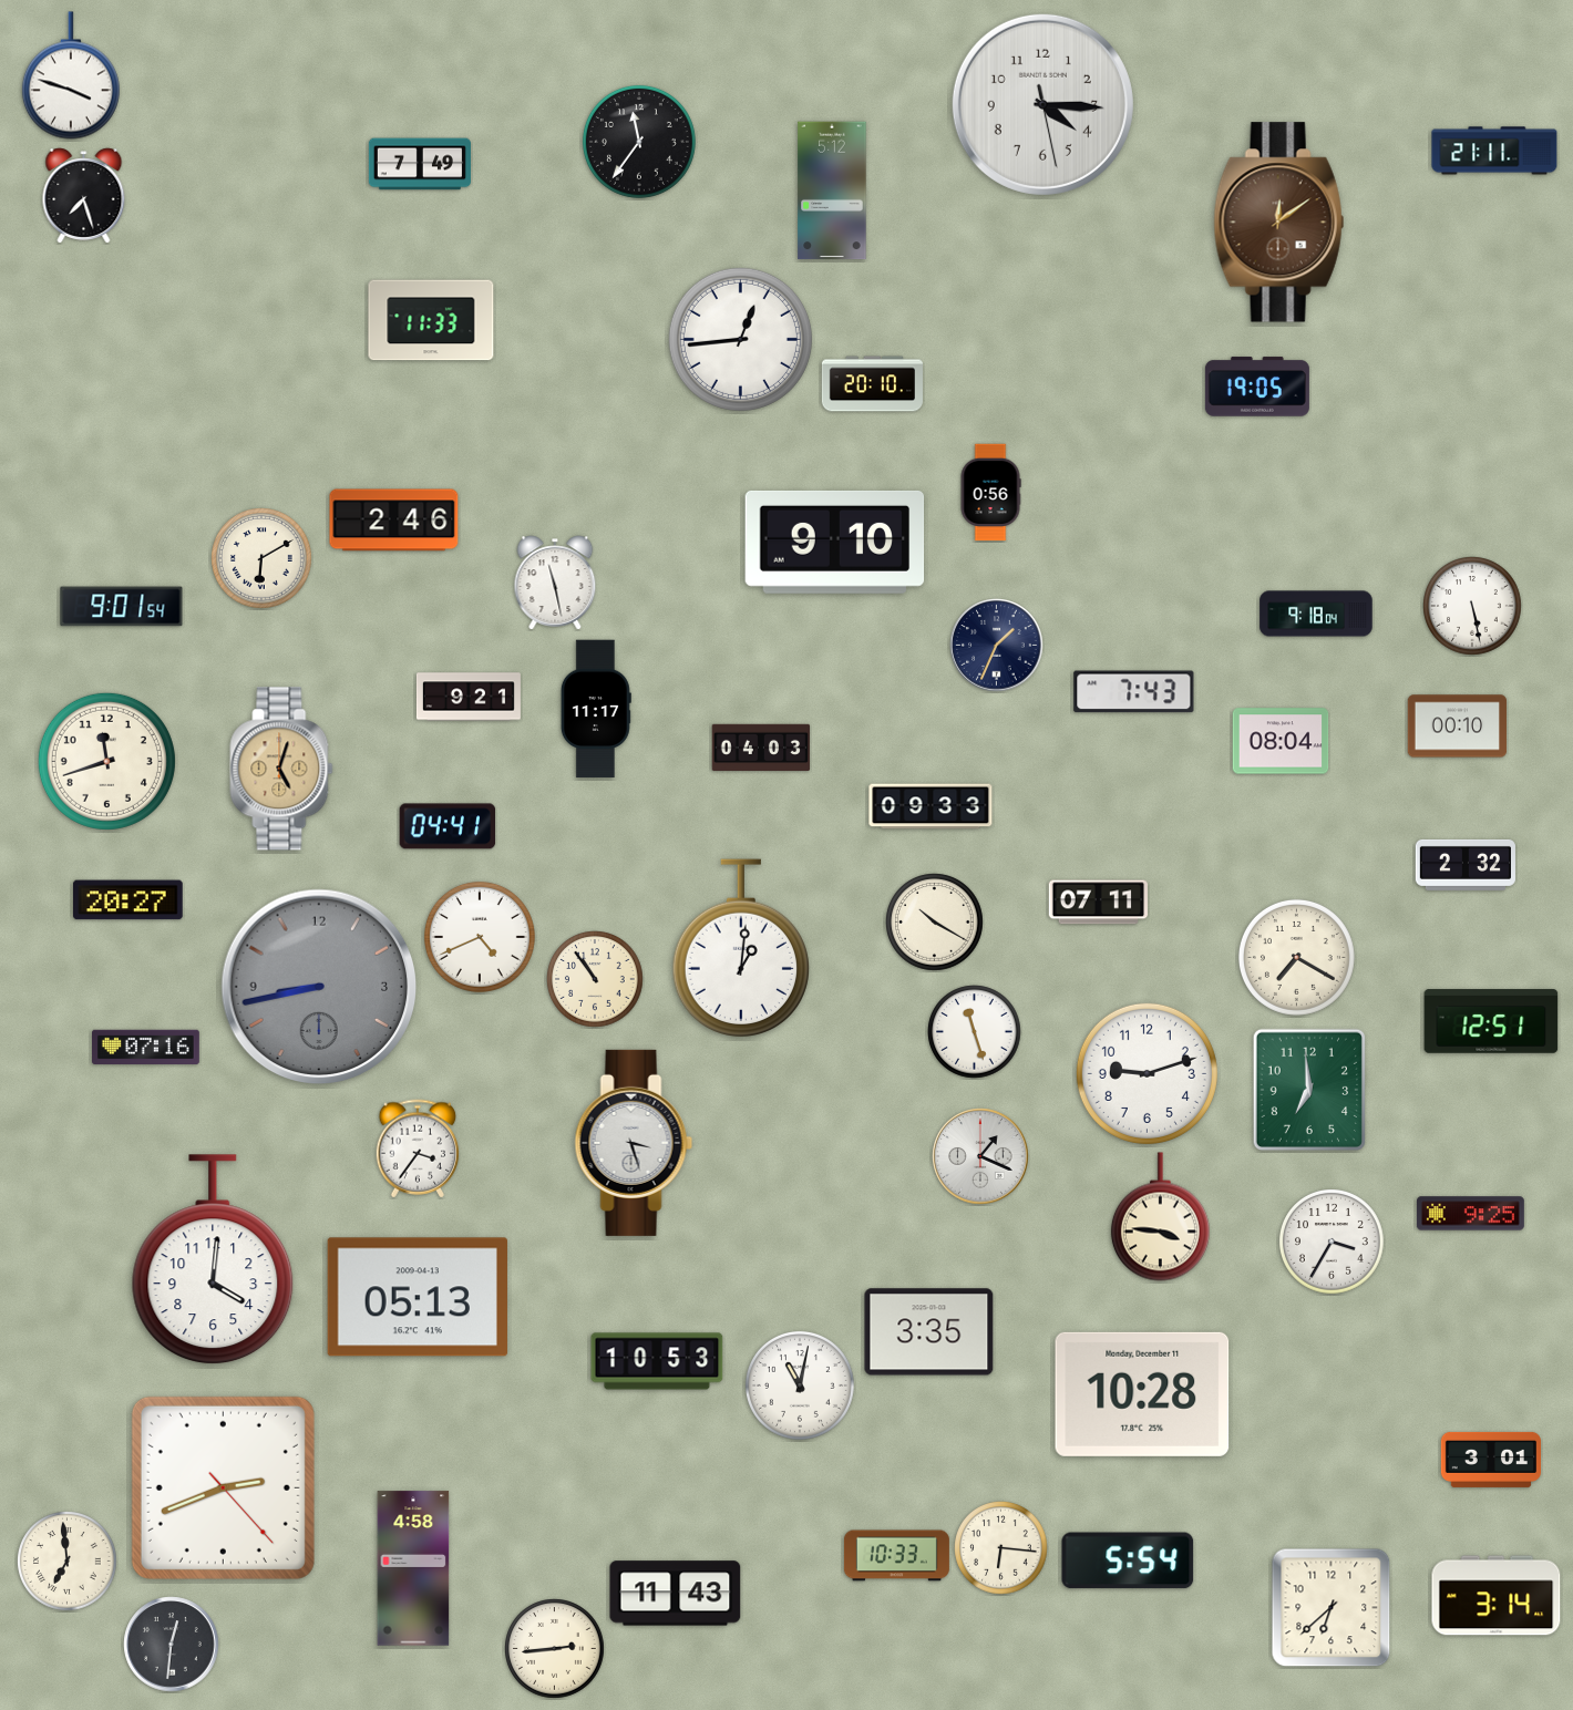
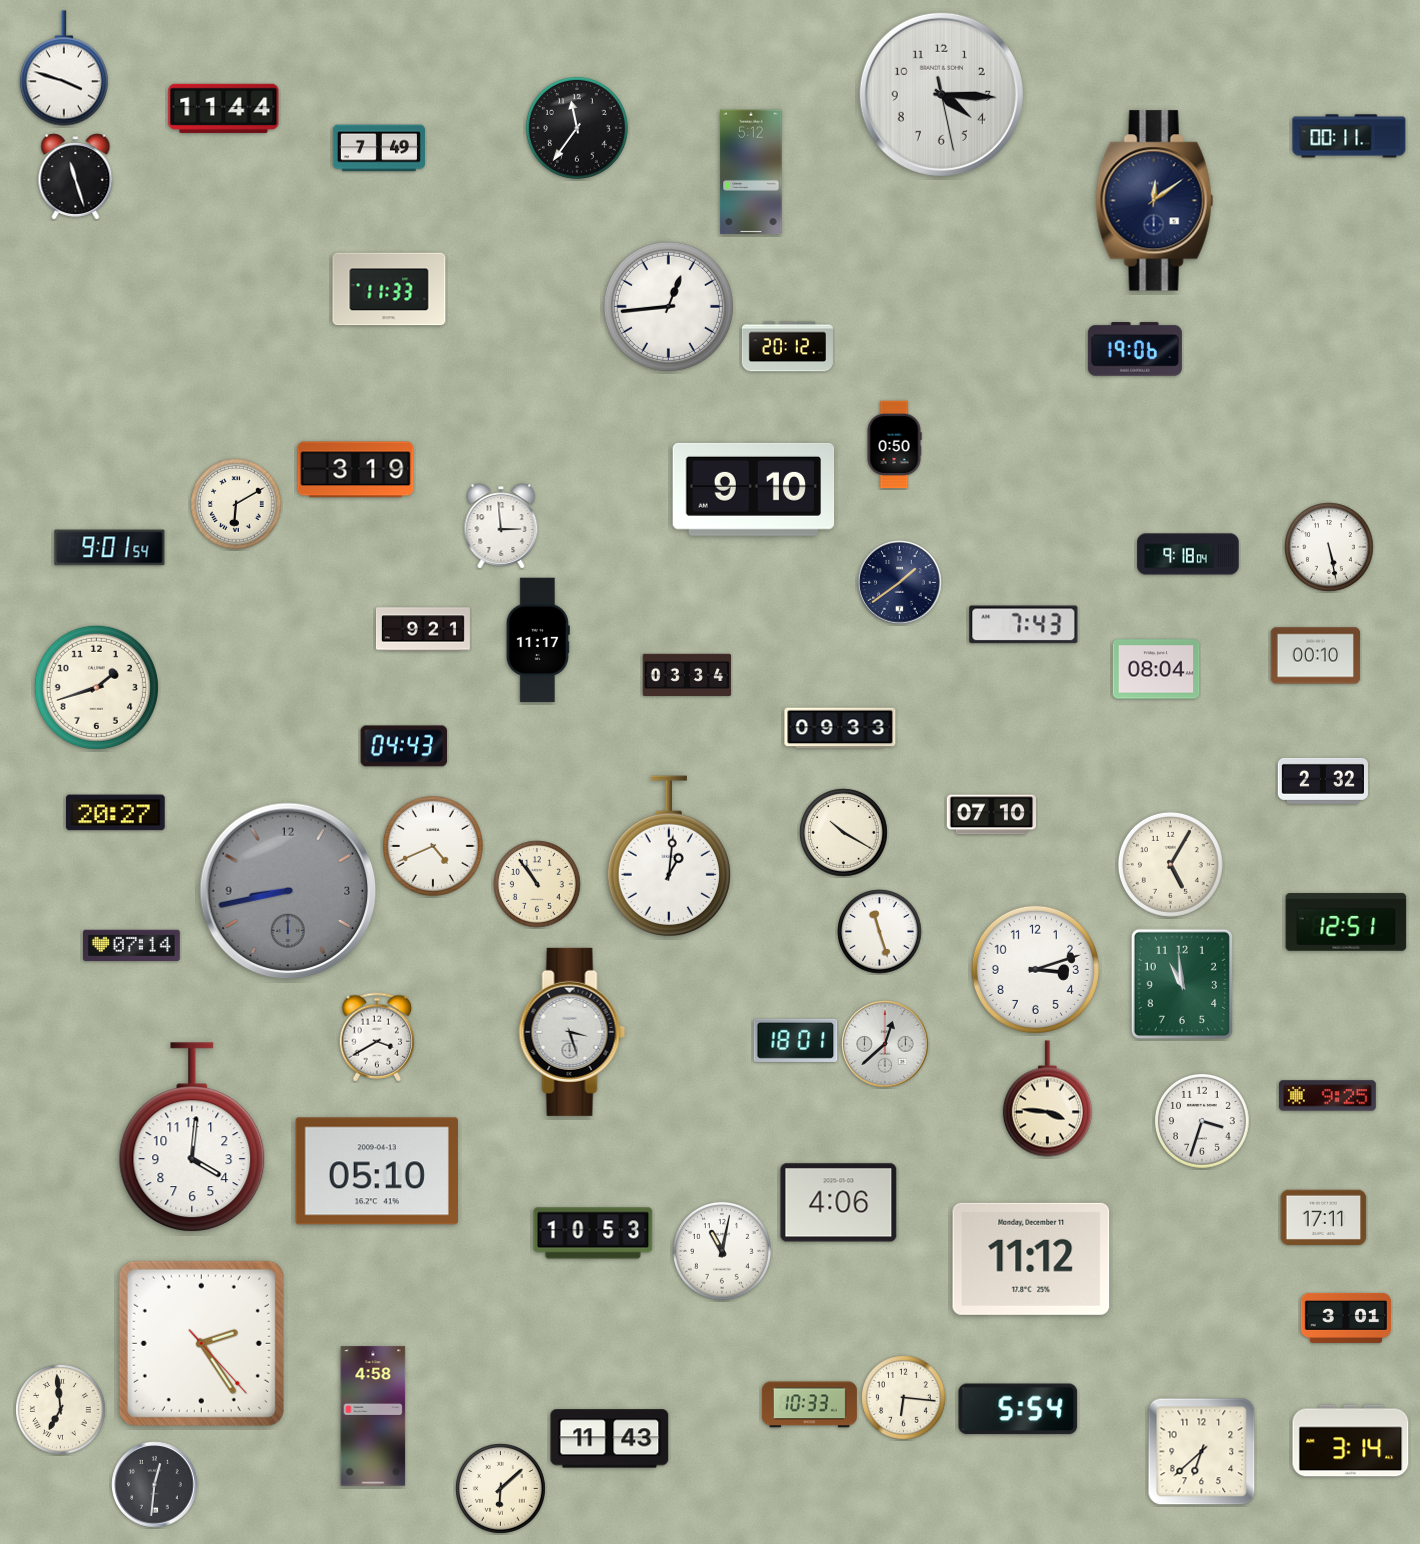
clock at (224, 108): none -> 11:44
clock at (1494, 151): 21:11 -> 00:11
clock at (84, 196): 7:27 -> 11:27
clock at (1279, 223) dial: brown -> navy
clock at (872, 384): 20:10 -> 20:12
clock at (1257, 387): 19:05 -> 19:06
clock at (990, 493): 0:56 -> 0:50
clock at (394, 521): 2:46 -> 3:19
clock at (555, 583): 11:28 -> 2:59
clock at (997, 646): 1:34 -> 1:39
clock at (761, 746): 04:03 -> 03:34
clock at (106, 761): 11:42 -> 1:42
clock at (281, 769): 5:03 -> none
clock at (448, 826): 04:41 -> 04:43
clock at (1098, 903): 07:11 -> 07:10
clock at (1296, 957): 7:20 -> 5:05
clock at (146, 1048): 07:16 -> 07:14
clock at (1147, 1073): 9:12 -> 3:12
clock at (1308, 1089): 6:59 -> 10:59
clock at (418, 1148): 3:36 -> 3:40
clock at (796, 1040): none -> 18:01
clock at (980, 1156): 1:19 -> 12:38
clock at (1333, 1243): 3:35 -> 3:33
clock at (418, 1297): 05:13 -> 05:10
clock at (929, 1332): 3:35 -> 4:06
clock at (1324, 1217): none -> 17:11
clock at (657, 1361) position: (657, 1361) -> (593, 1233)
clock at (1142, 1394): 10:28 -> 11:12
clock at (223, 1487): 2:41 -> 2:24
clock at (555, 1649): 2:44 -> 6:08
